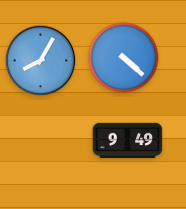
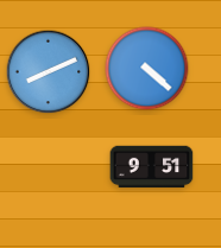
clock at (41, 61): 8:05 -> 8:11
clock at (128, 141): 9:49 -> 9:51
